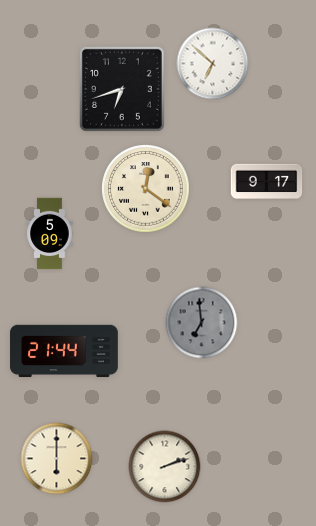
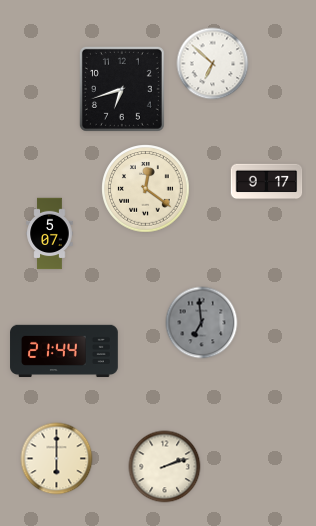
clock at (50, 234): 5:09 -> 5:07
